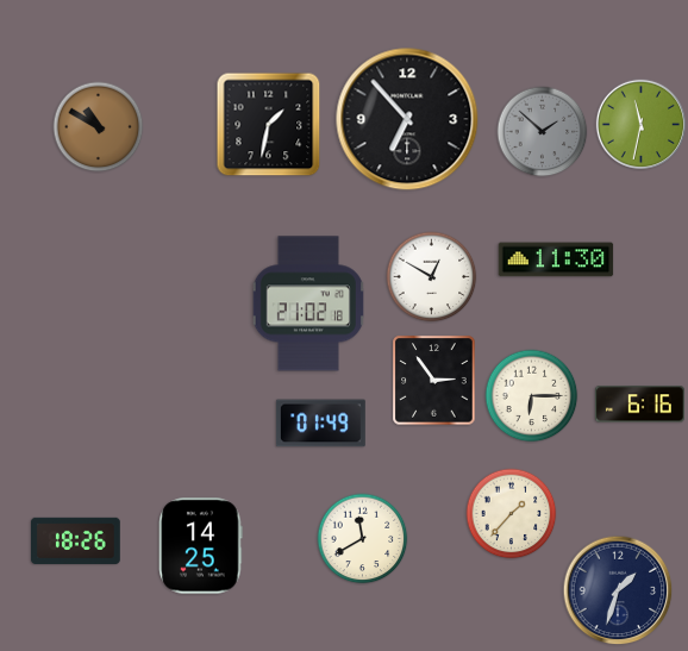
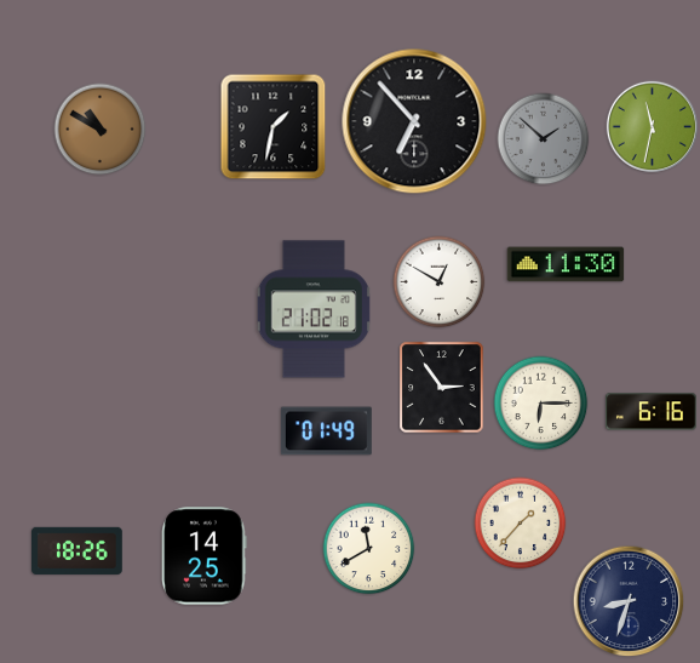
clock at (543, 132) position: (543, 132) -> (544, 139)
clock at (618, 590): 1:33 -> 8:33
